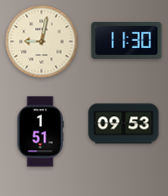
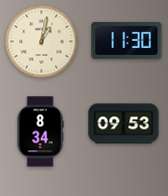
clock at (42, 42): 9:02 -> 1:02
clock at (40, 132): 1:51 -> 8:34
